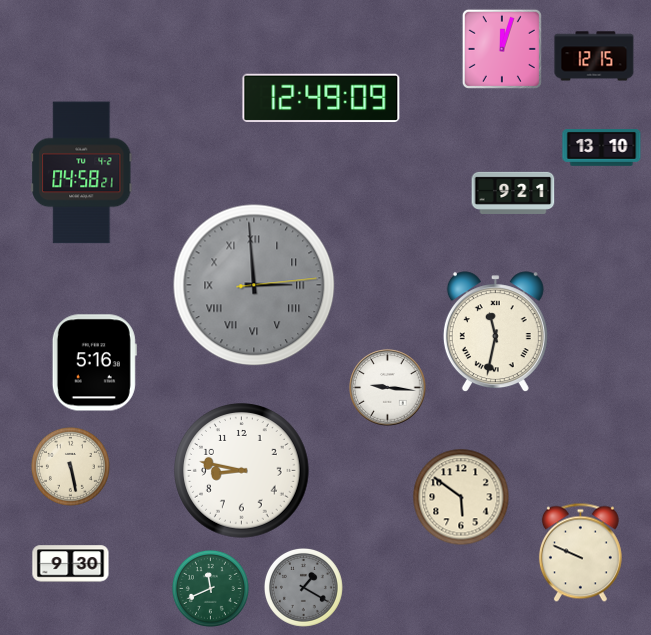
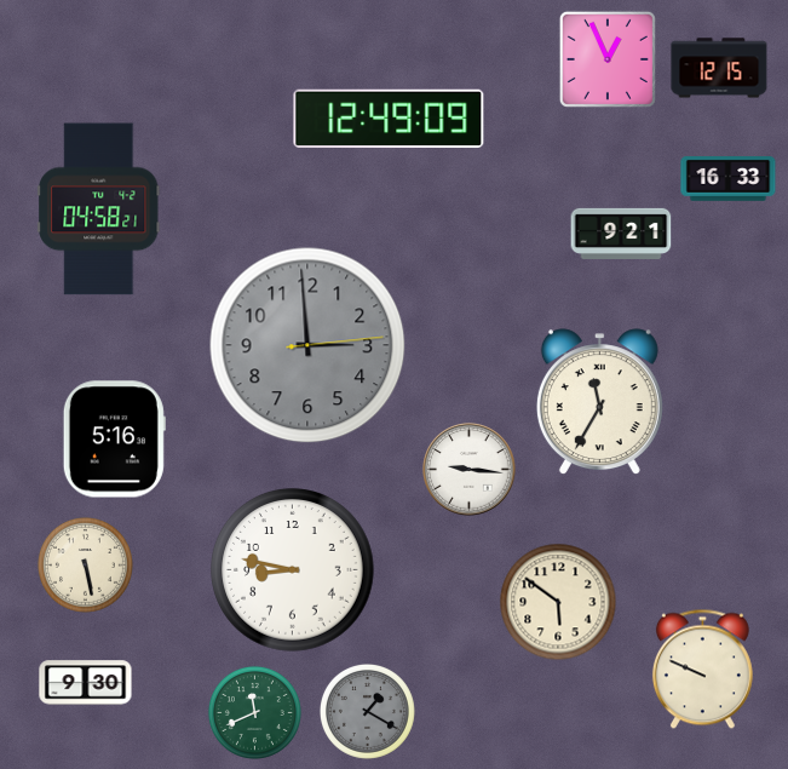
clock at (502, 49): 12:03 -> 12:56
clock at (602, 148): 13:10 -> 16:33
clock at (254, 285) numerals: Roman -> Arabic
clock at (495, 332): 11:32 -> 11:35
